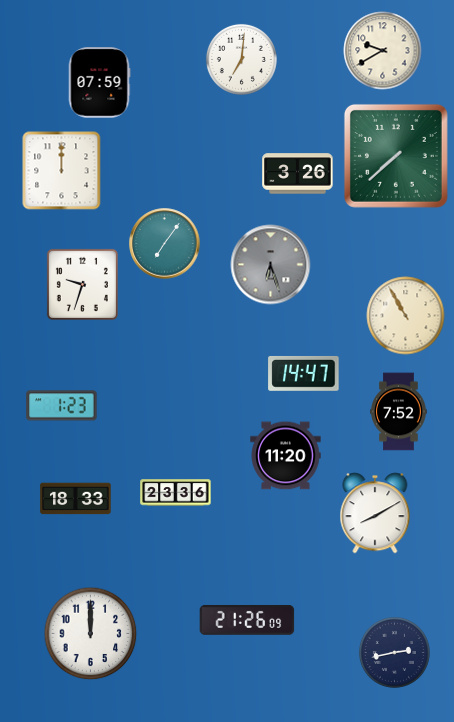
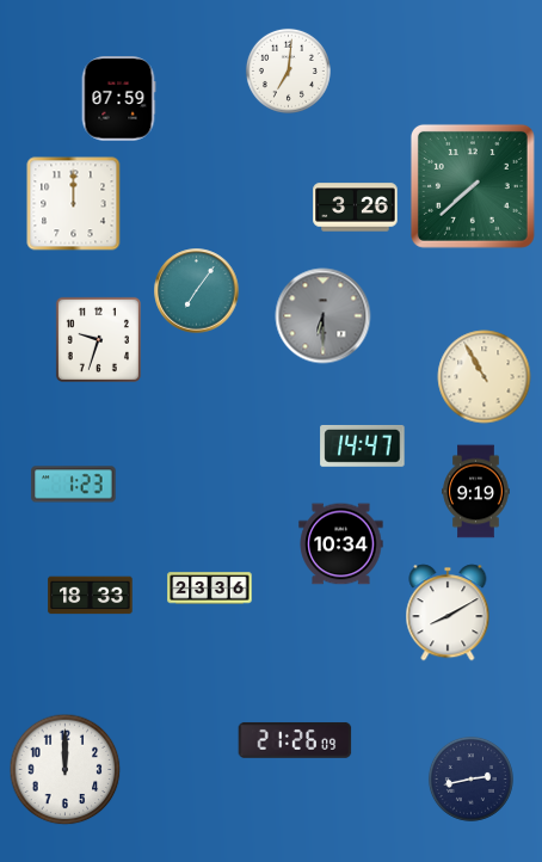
clock at (383, 51): 9:40 -> none
clock at (271, 265): 6:27 -> 6:30
clock at (399, 412): 7:52 -> 9:19
clock at (286, 456): 11:20 -> 10:34
clock at (91, 634) position: (91, 634) -> (66, 770)
